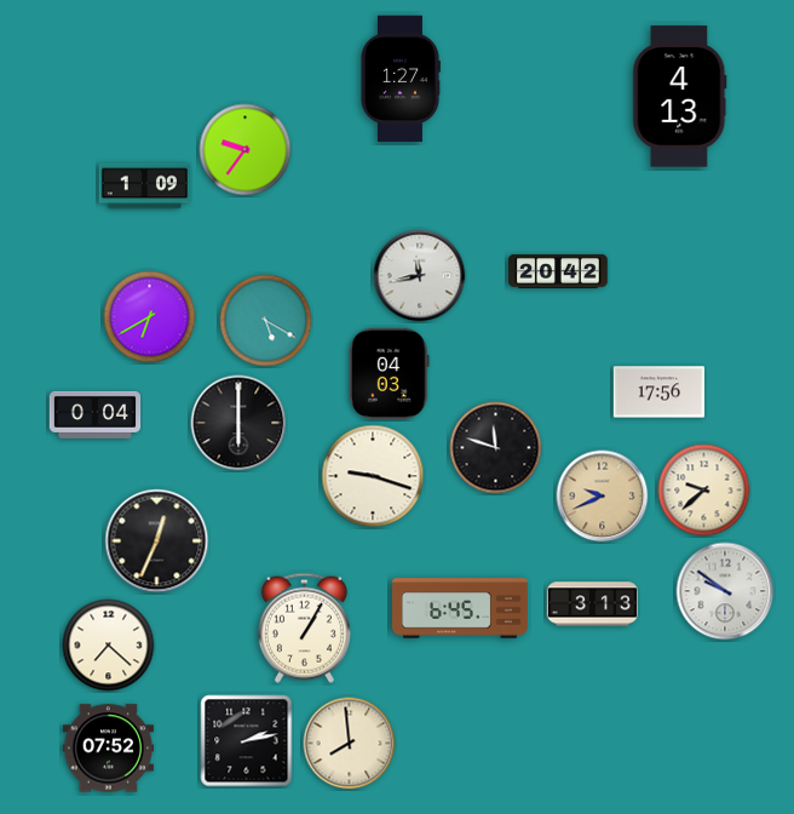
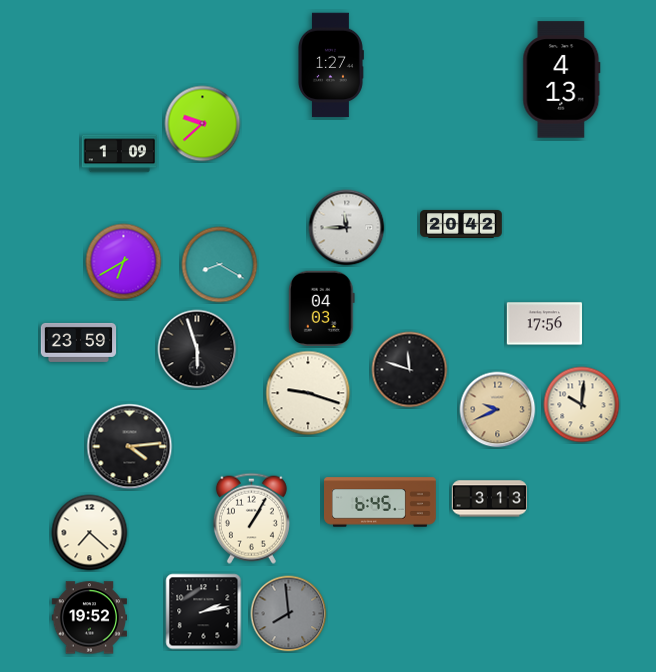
clock at (246, 150): 9:36 -> 9:38
clock at (420, 276): 11:43 -> 11:45
clock at (266, 321): 5:20 -> 8:20
clock at (96, 414): 0:04 -> 23:59
clock at (238, 423): 6:00 -> 5:57
clock at (704, 491): 9:38 -> 10:01
clock at (157, 541): 12:34 -> 4:14
clock at (725, 591): 9:51 -> none
clock at (350, 744) dial: cream -> grey
clock at (109, 749): 07:52 -> 19:52
